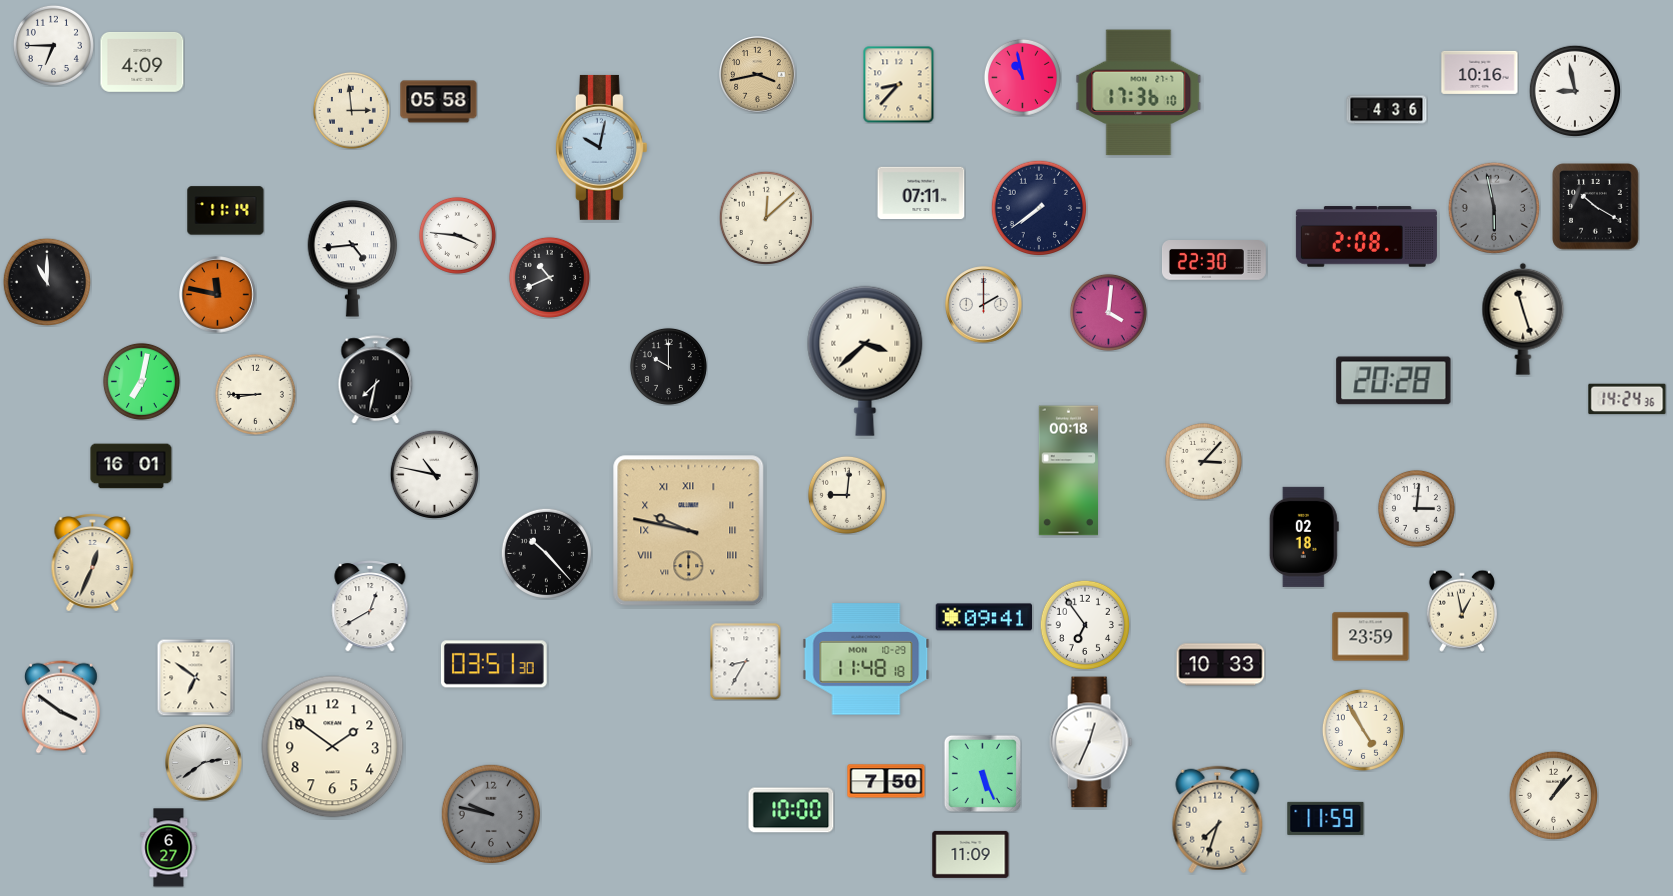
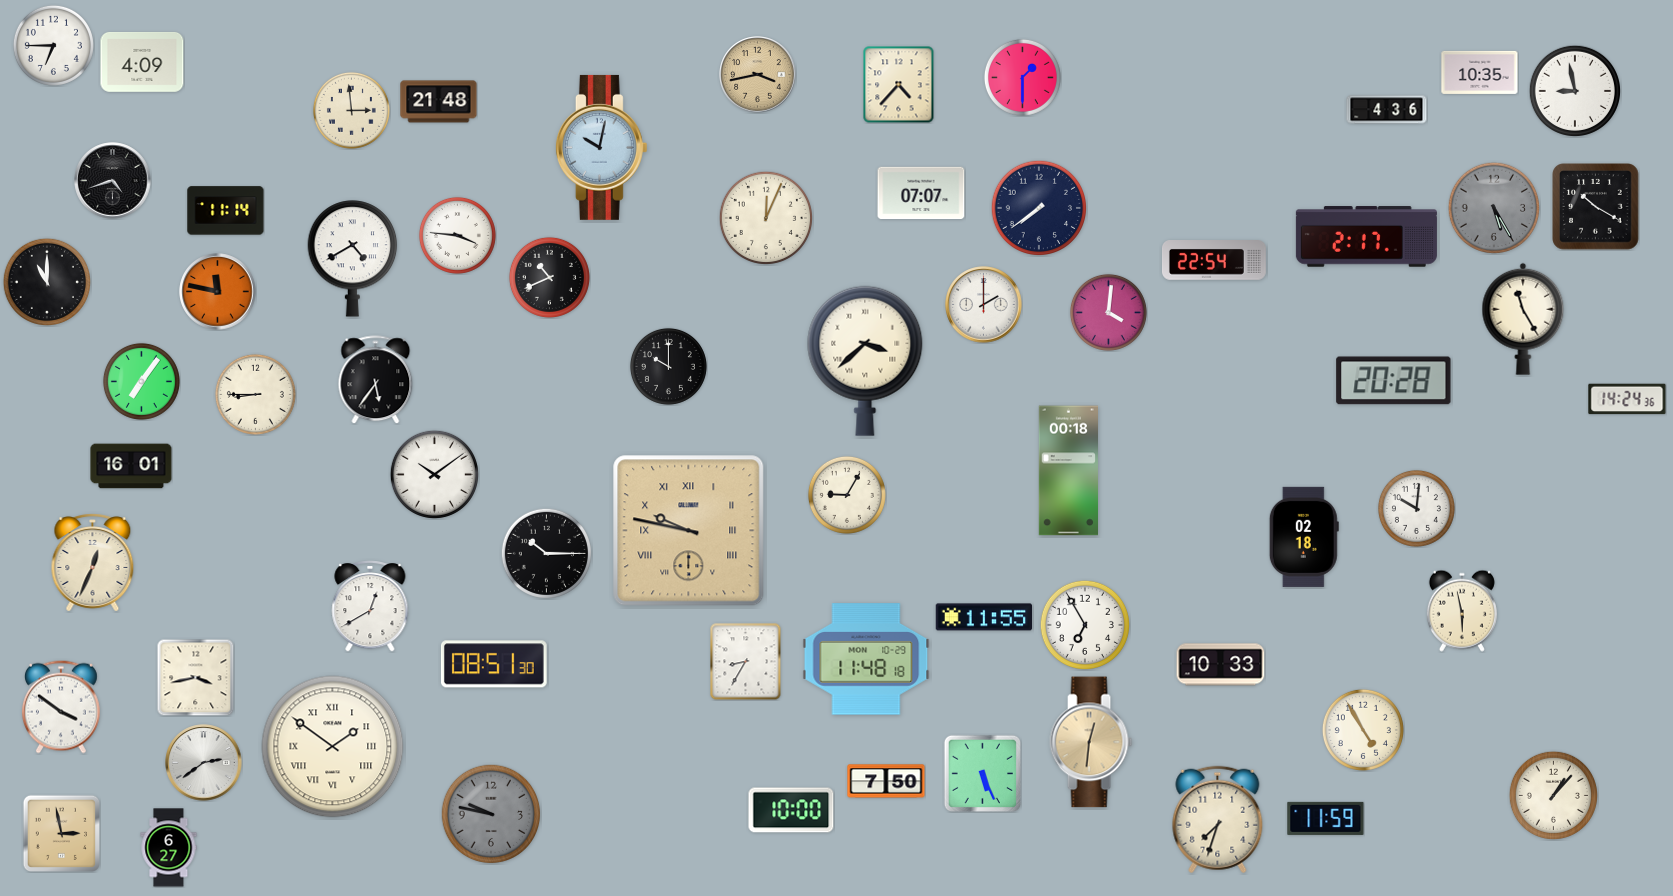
clock at (1480, 72): 10:16 -> 10:35
clock at (1022, 77): 10:58 -> 1:30
clock at (899, 84): 8:37 -> 4:37
clock at (1139, 93): 17:36 -> none
clock at (439, 102): 05:58 -> 21:48
clock at (113, 181): none -> 4:42
clock at (921, 193): 07:11 -> 07:07
clock at (1493, 207): 5:58 -> 5:25
clock at (765, 217): 12:08 -> 12:04
clock at (1366, 237): 2:08 -> 2:17
clock at (353, 259): 4:44 -> 4:40
clock at (1214, 261): 22:30 -> 22:54
clock at (218, 295) position: (218, 295) -> (218, 292)
clock at (1523, 319): 11:27 -> 11:25
clock at (376, 380): 7:32 -> 5:36
clock at (141, 381): 7:02 -> 7:06
clock at (1203, 461): 3:07 -> none
clock at (434, 474): 10:47 -> 10:09
clock at (847, 495): 9:01 -> 9:05
clock at (1416, 508): 3:01 -> 10:01
clock at (546, 553): 10:23 -> 10:15
clock at (1462, 611): 12:58 -> 5:58
clock at (983, 617): 09:41 -> 11:55
clock at (1085, 625): 6:54 -> 6:55
clock at (1371, 637): 23:59 -> none
clock at (494, 664): 03:51 -> 08:51
clock at (195, 677): 6:51 -> 3:43
clock at (1091, 742): 12:34 -> 12:31
clock at (1091, 742) dial: white -> champagne
clock at (333, 747) numerals: Arabic -> Roman
clock at (61, 833): none -> 2:58
clock at (971, 854): 11:09 -> none
